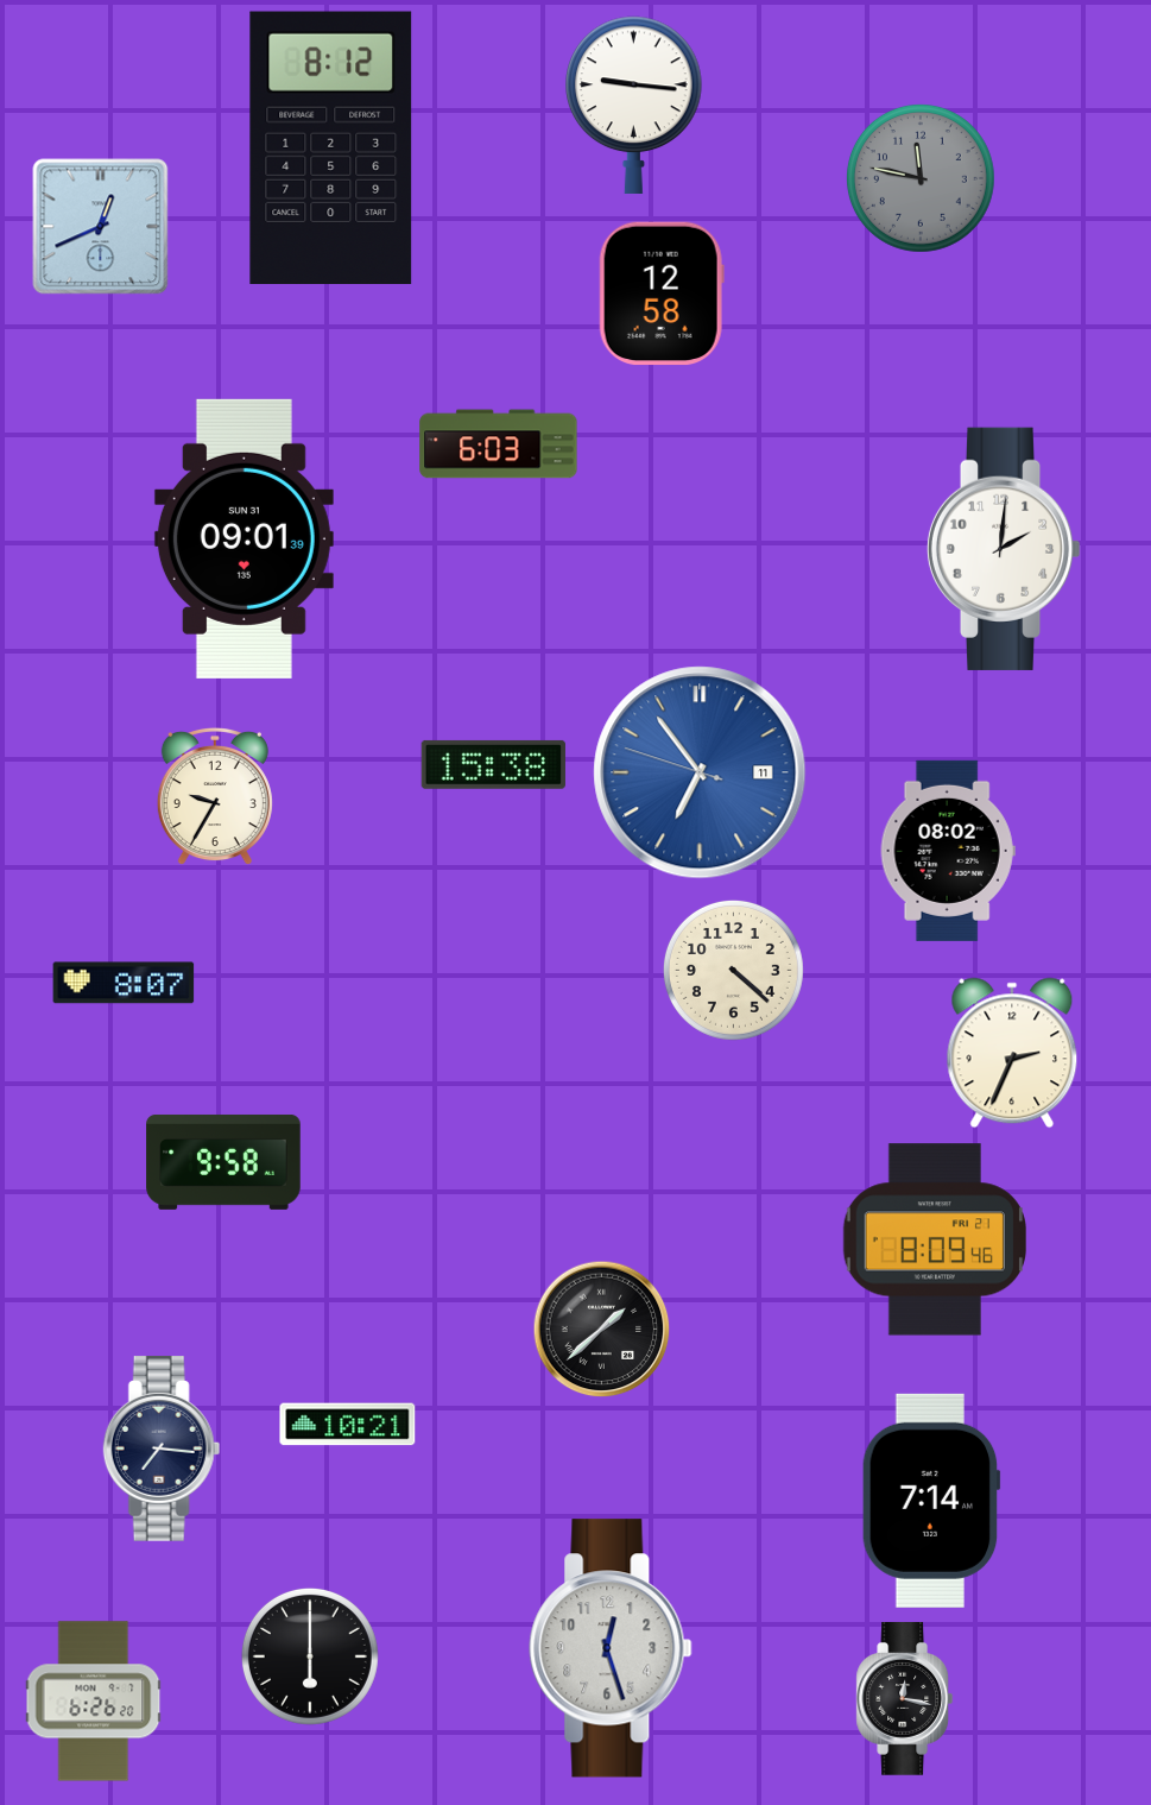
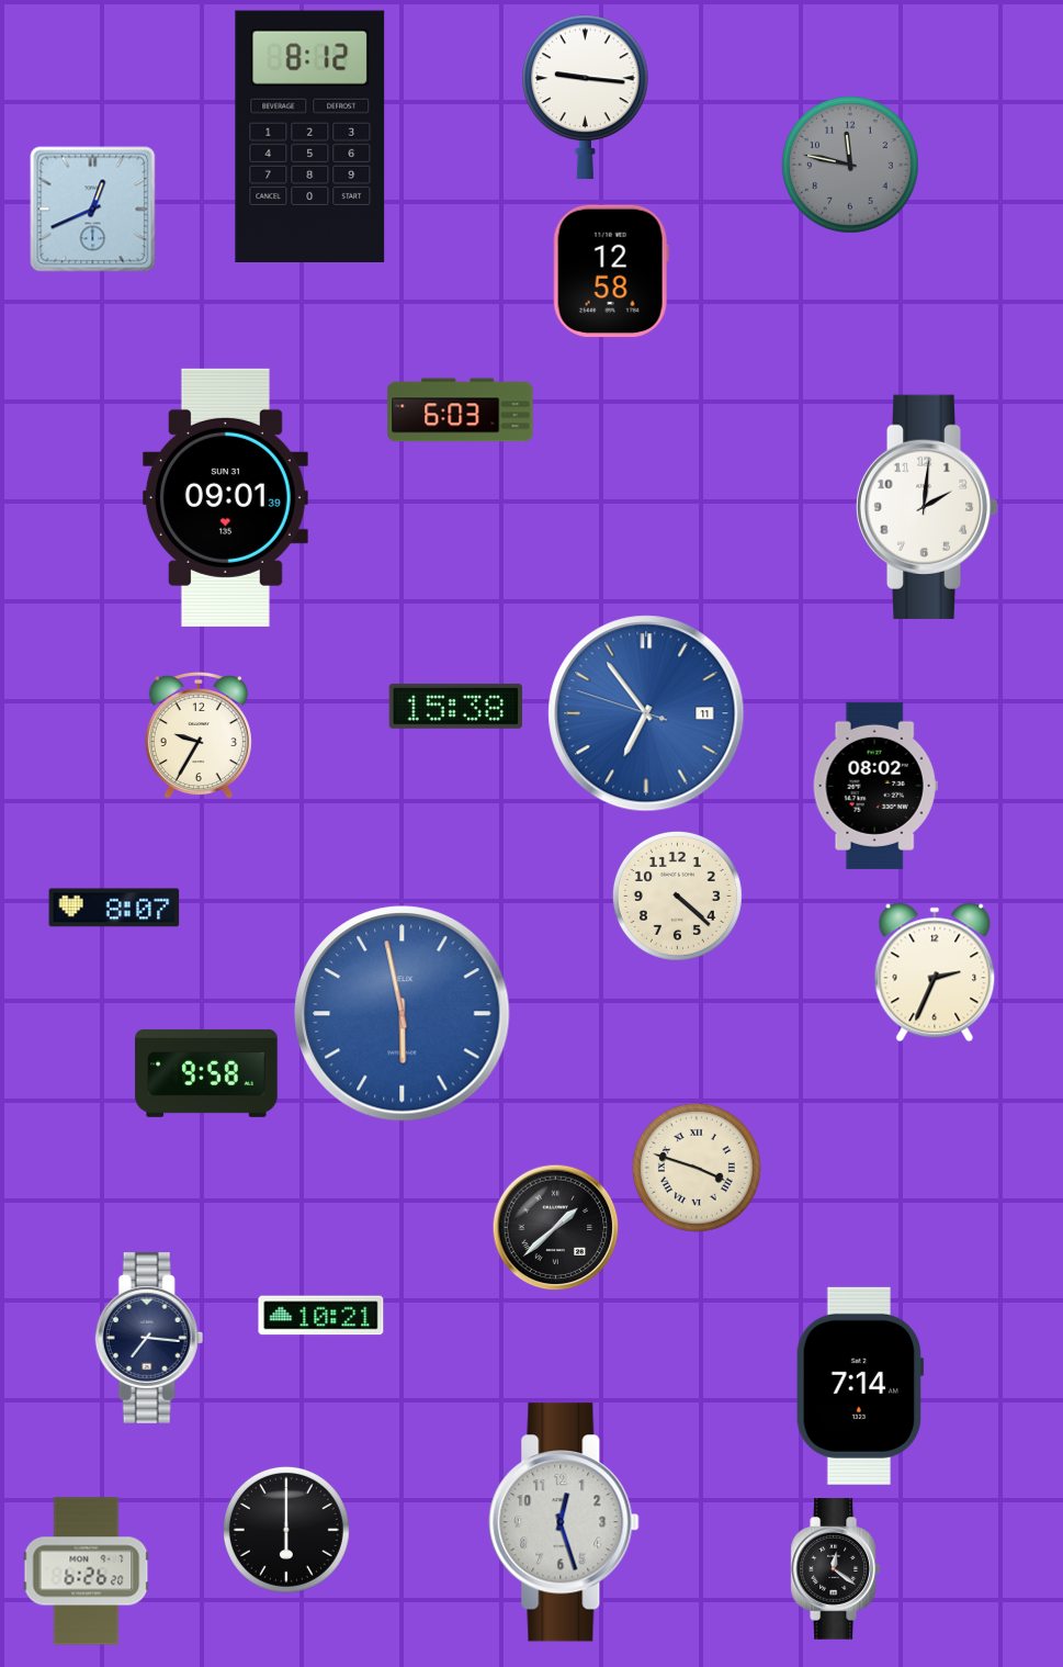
clock at (331, 147) position: (331, 147) -> (310, 136)
clock at (403, 1014): none -> 5:58
clock at (934, 1239): 8:09 -> none
clock at (697, 1168): none -> 3:48
clock at (905, 1699): 12:17 -> 12:21
